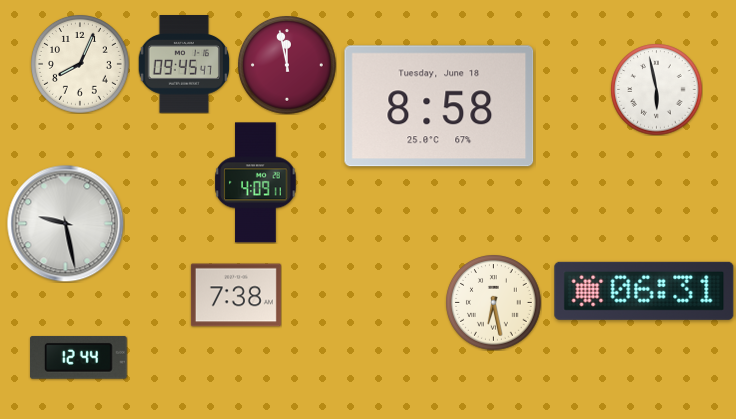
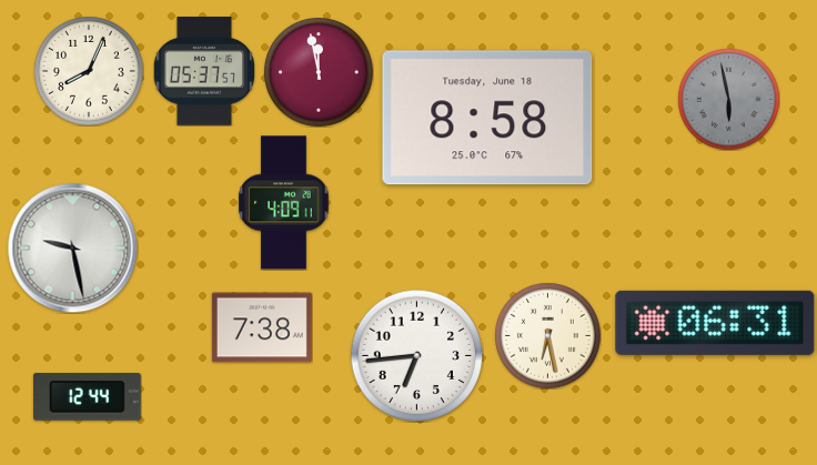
clock at (183, 65): 09:45 -> 05:37
clock at (656, 89) dial: white -> grey
clock at (416, 355): none -> 6:44
